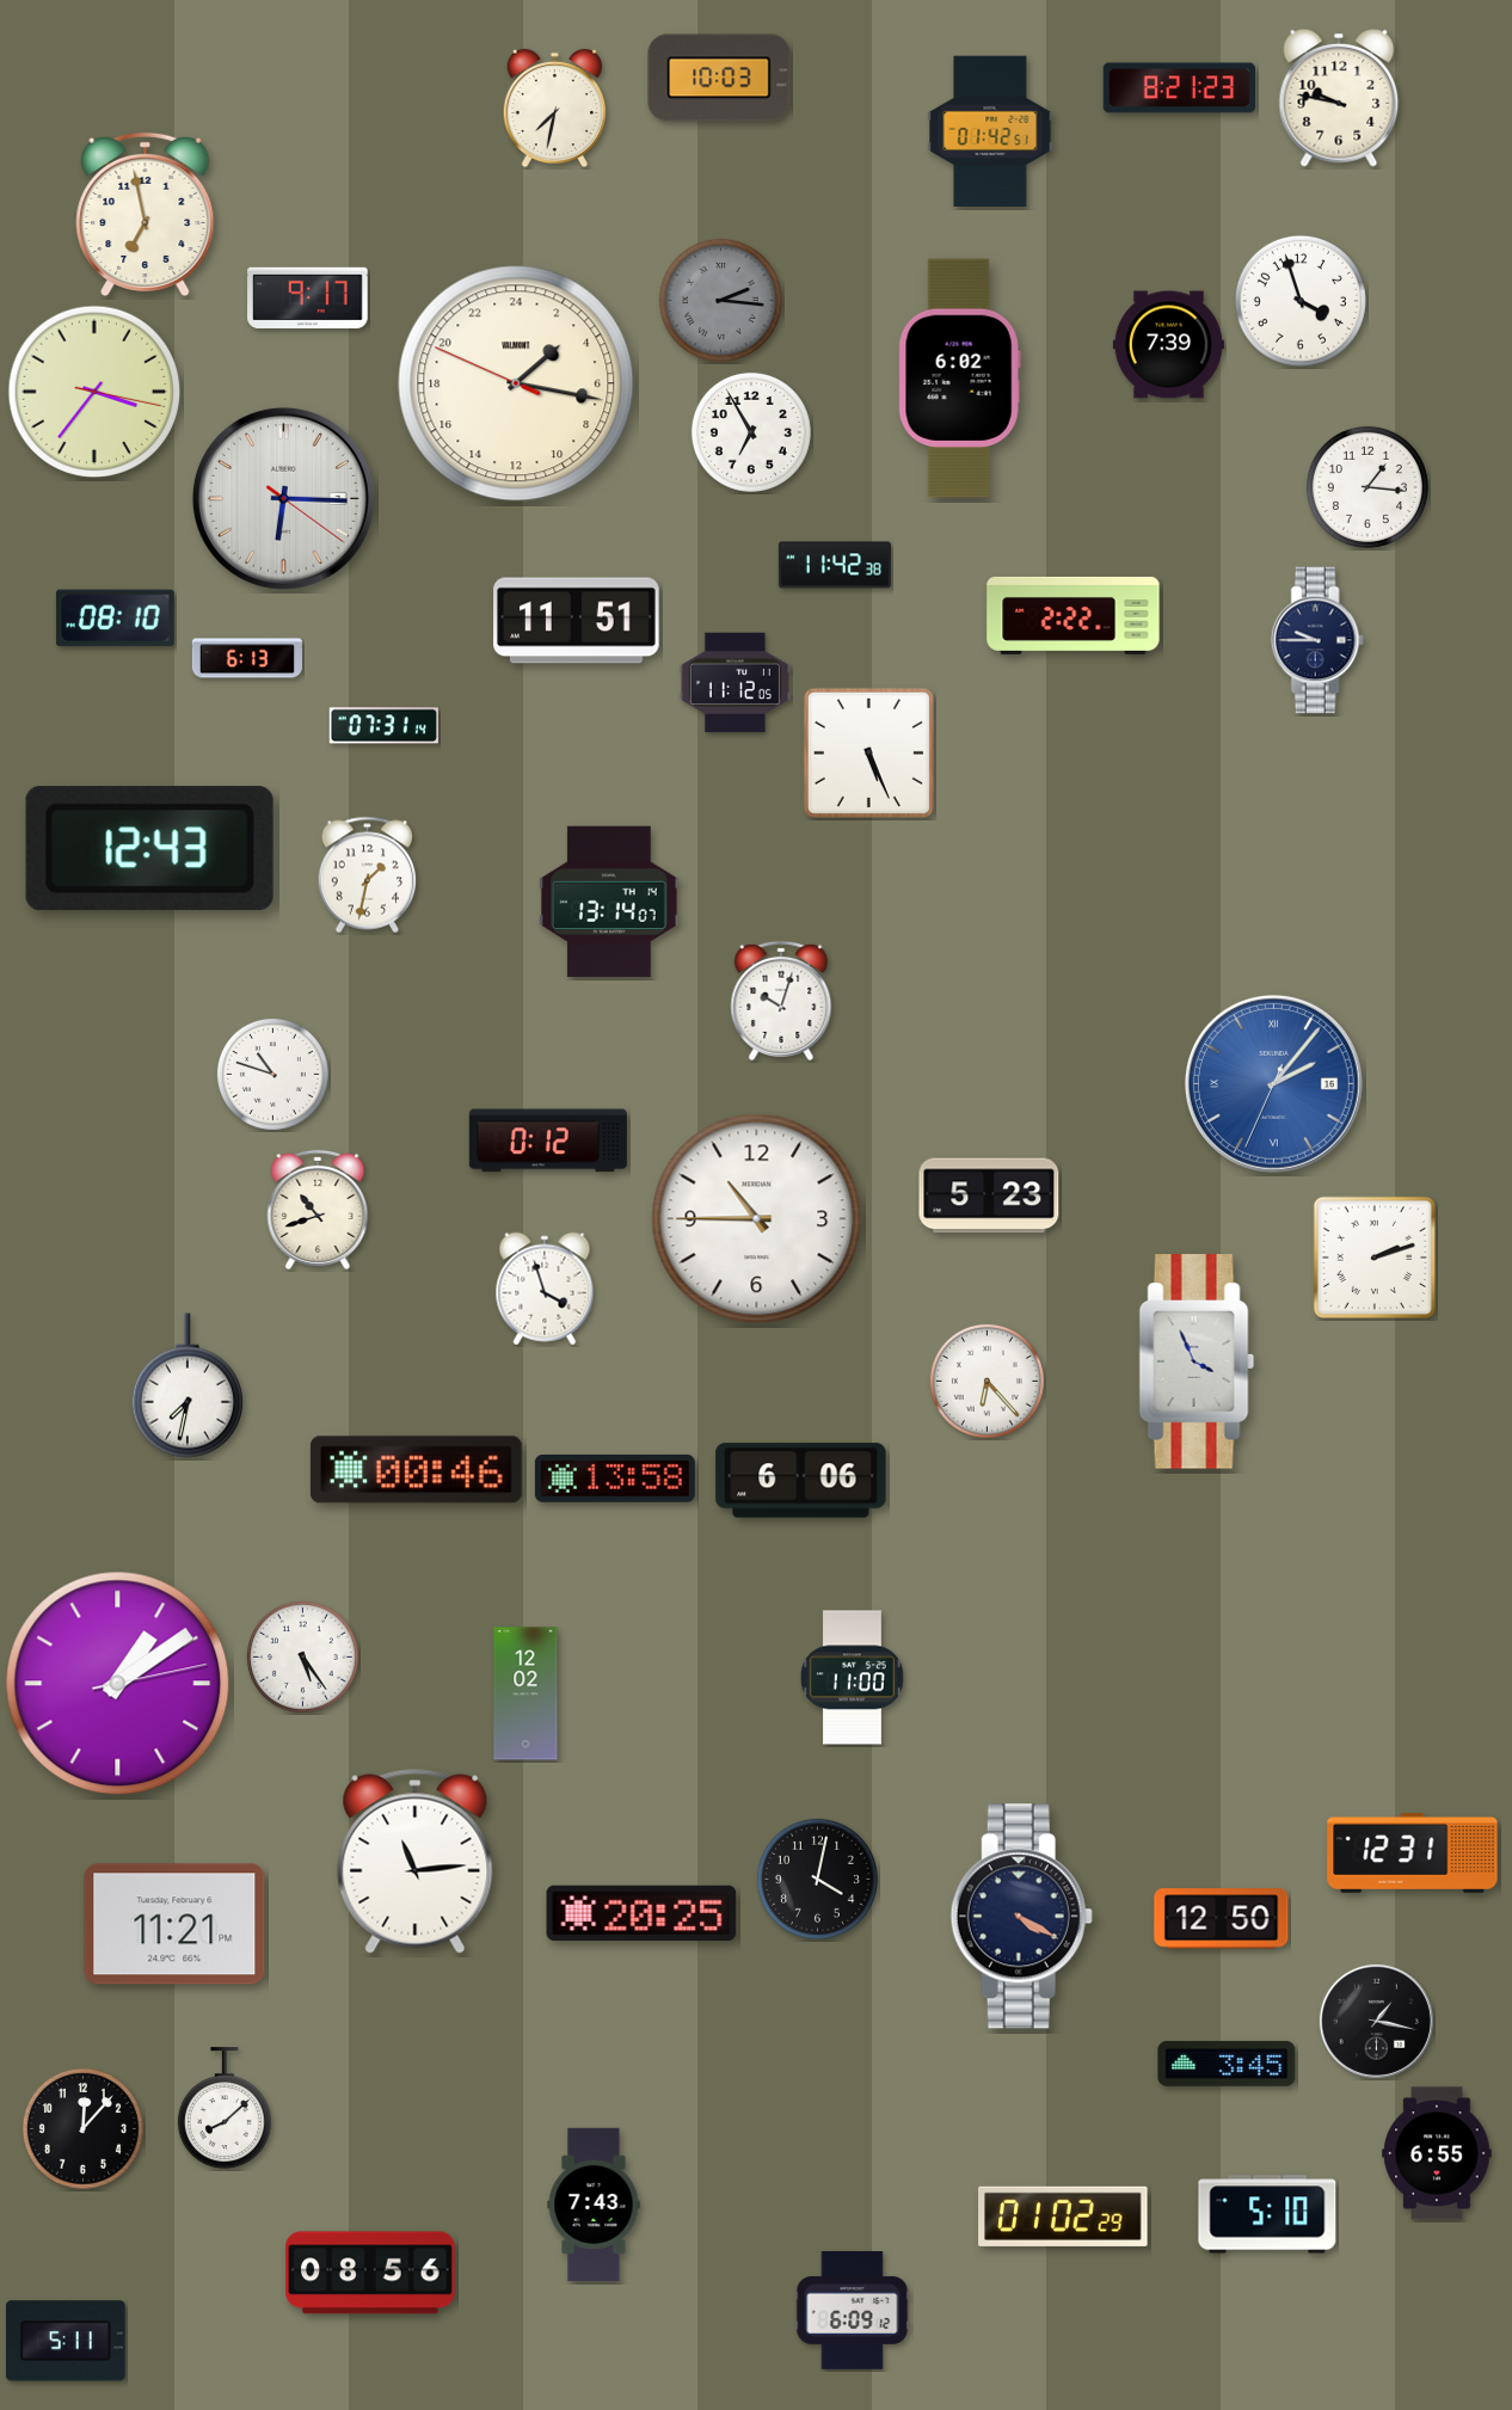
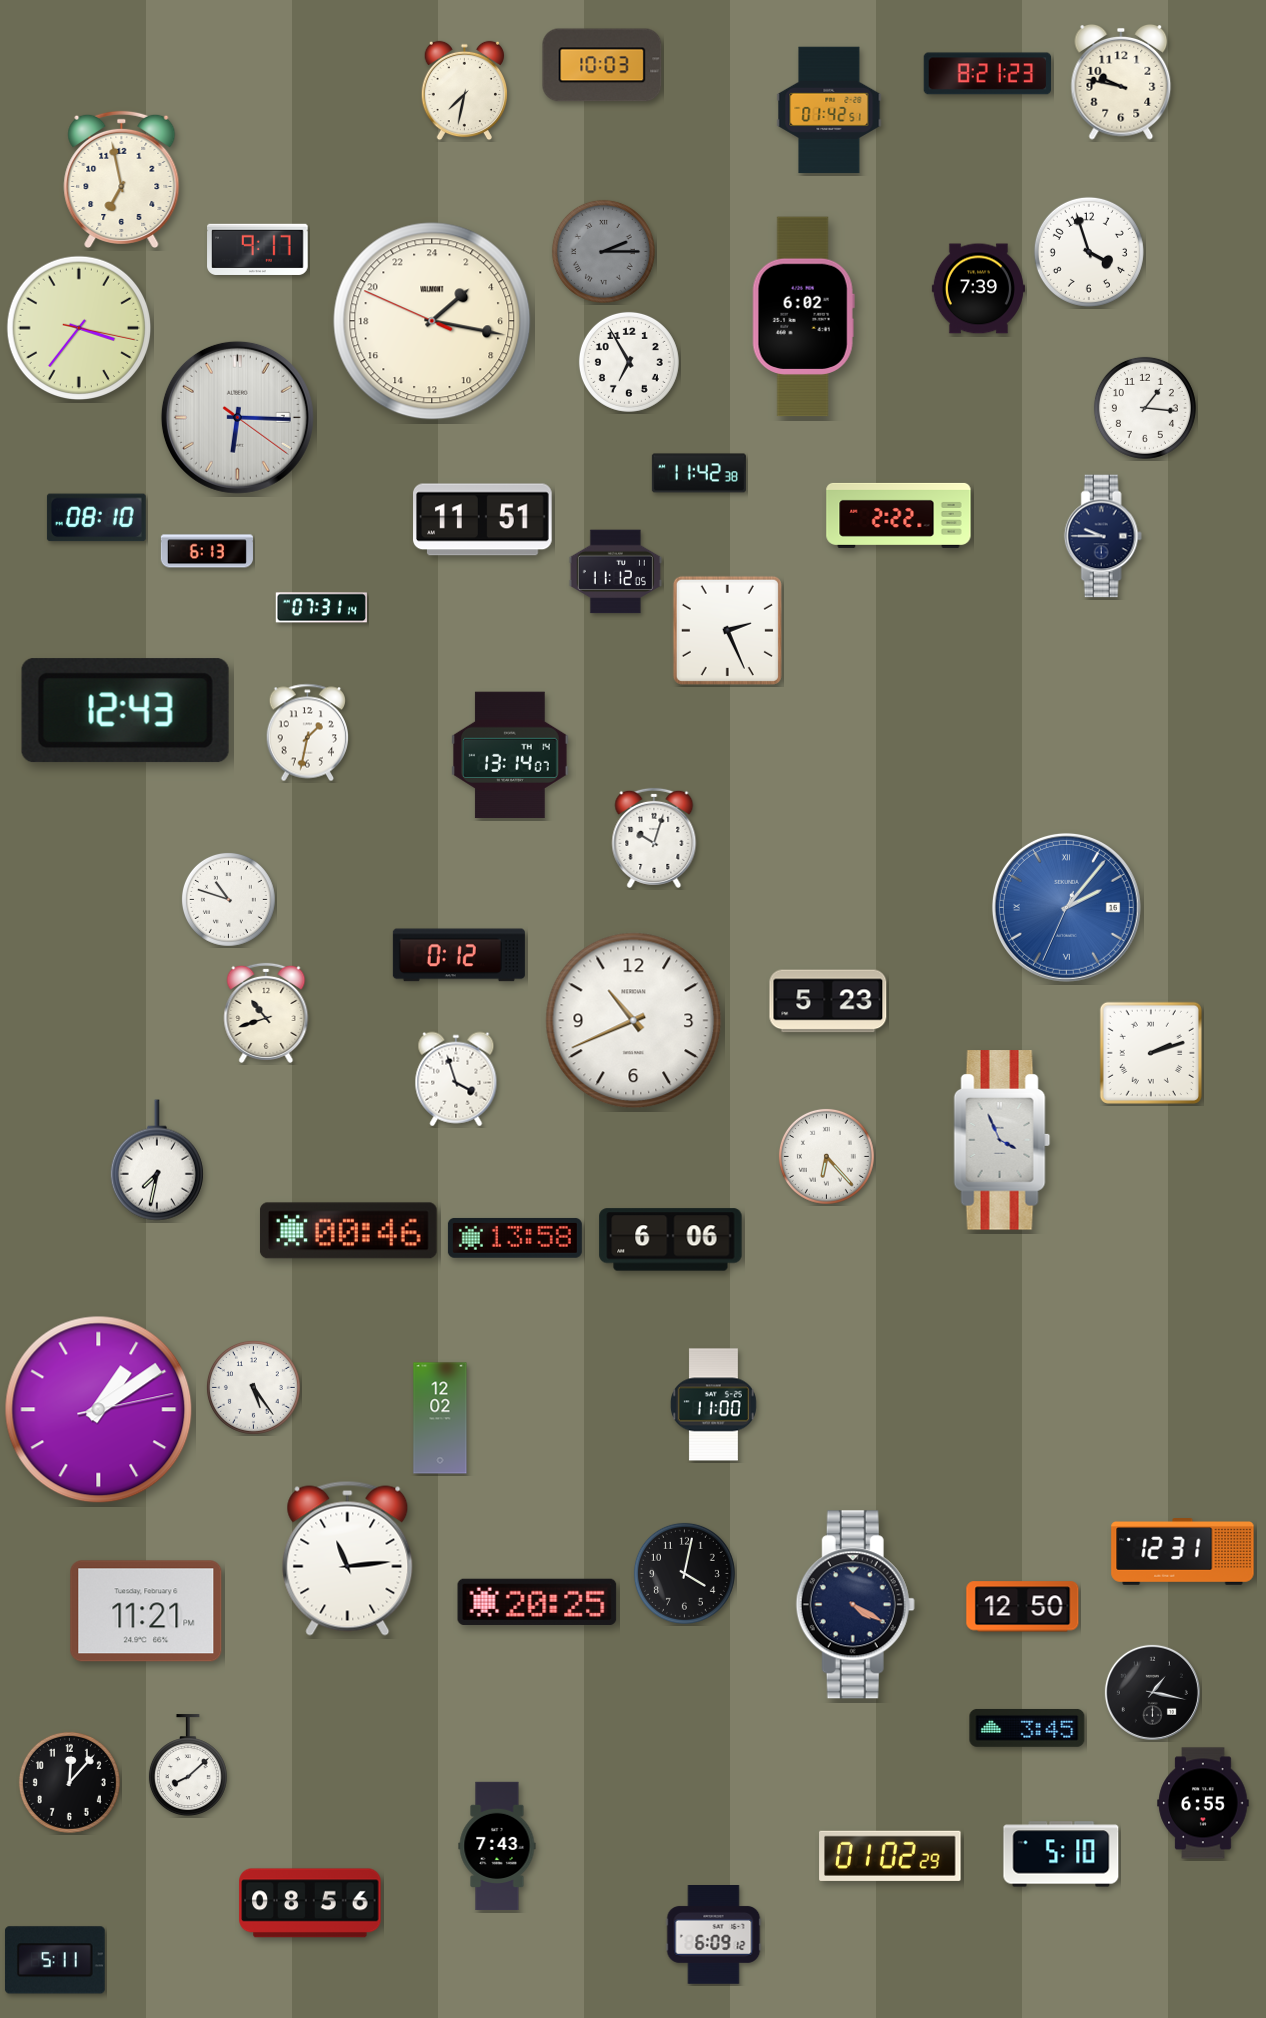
clock at (720, 300): 2:16 -> 2:15
clock at (868, 752): 5:26 -> 2:26
clock at (757, 1219): 10:45 -> 10:41
